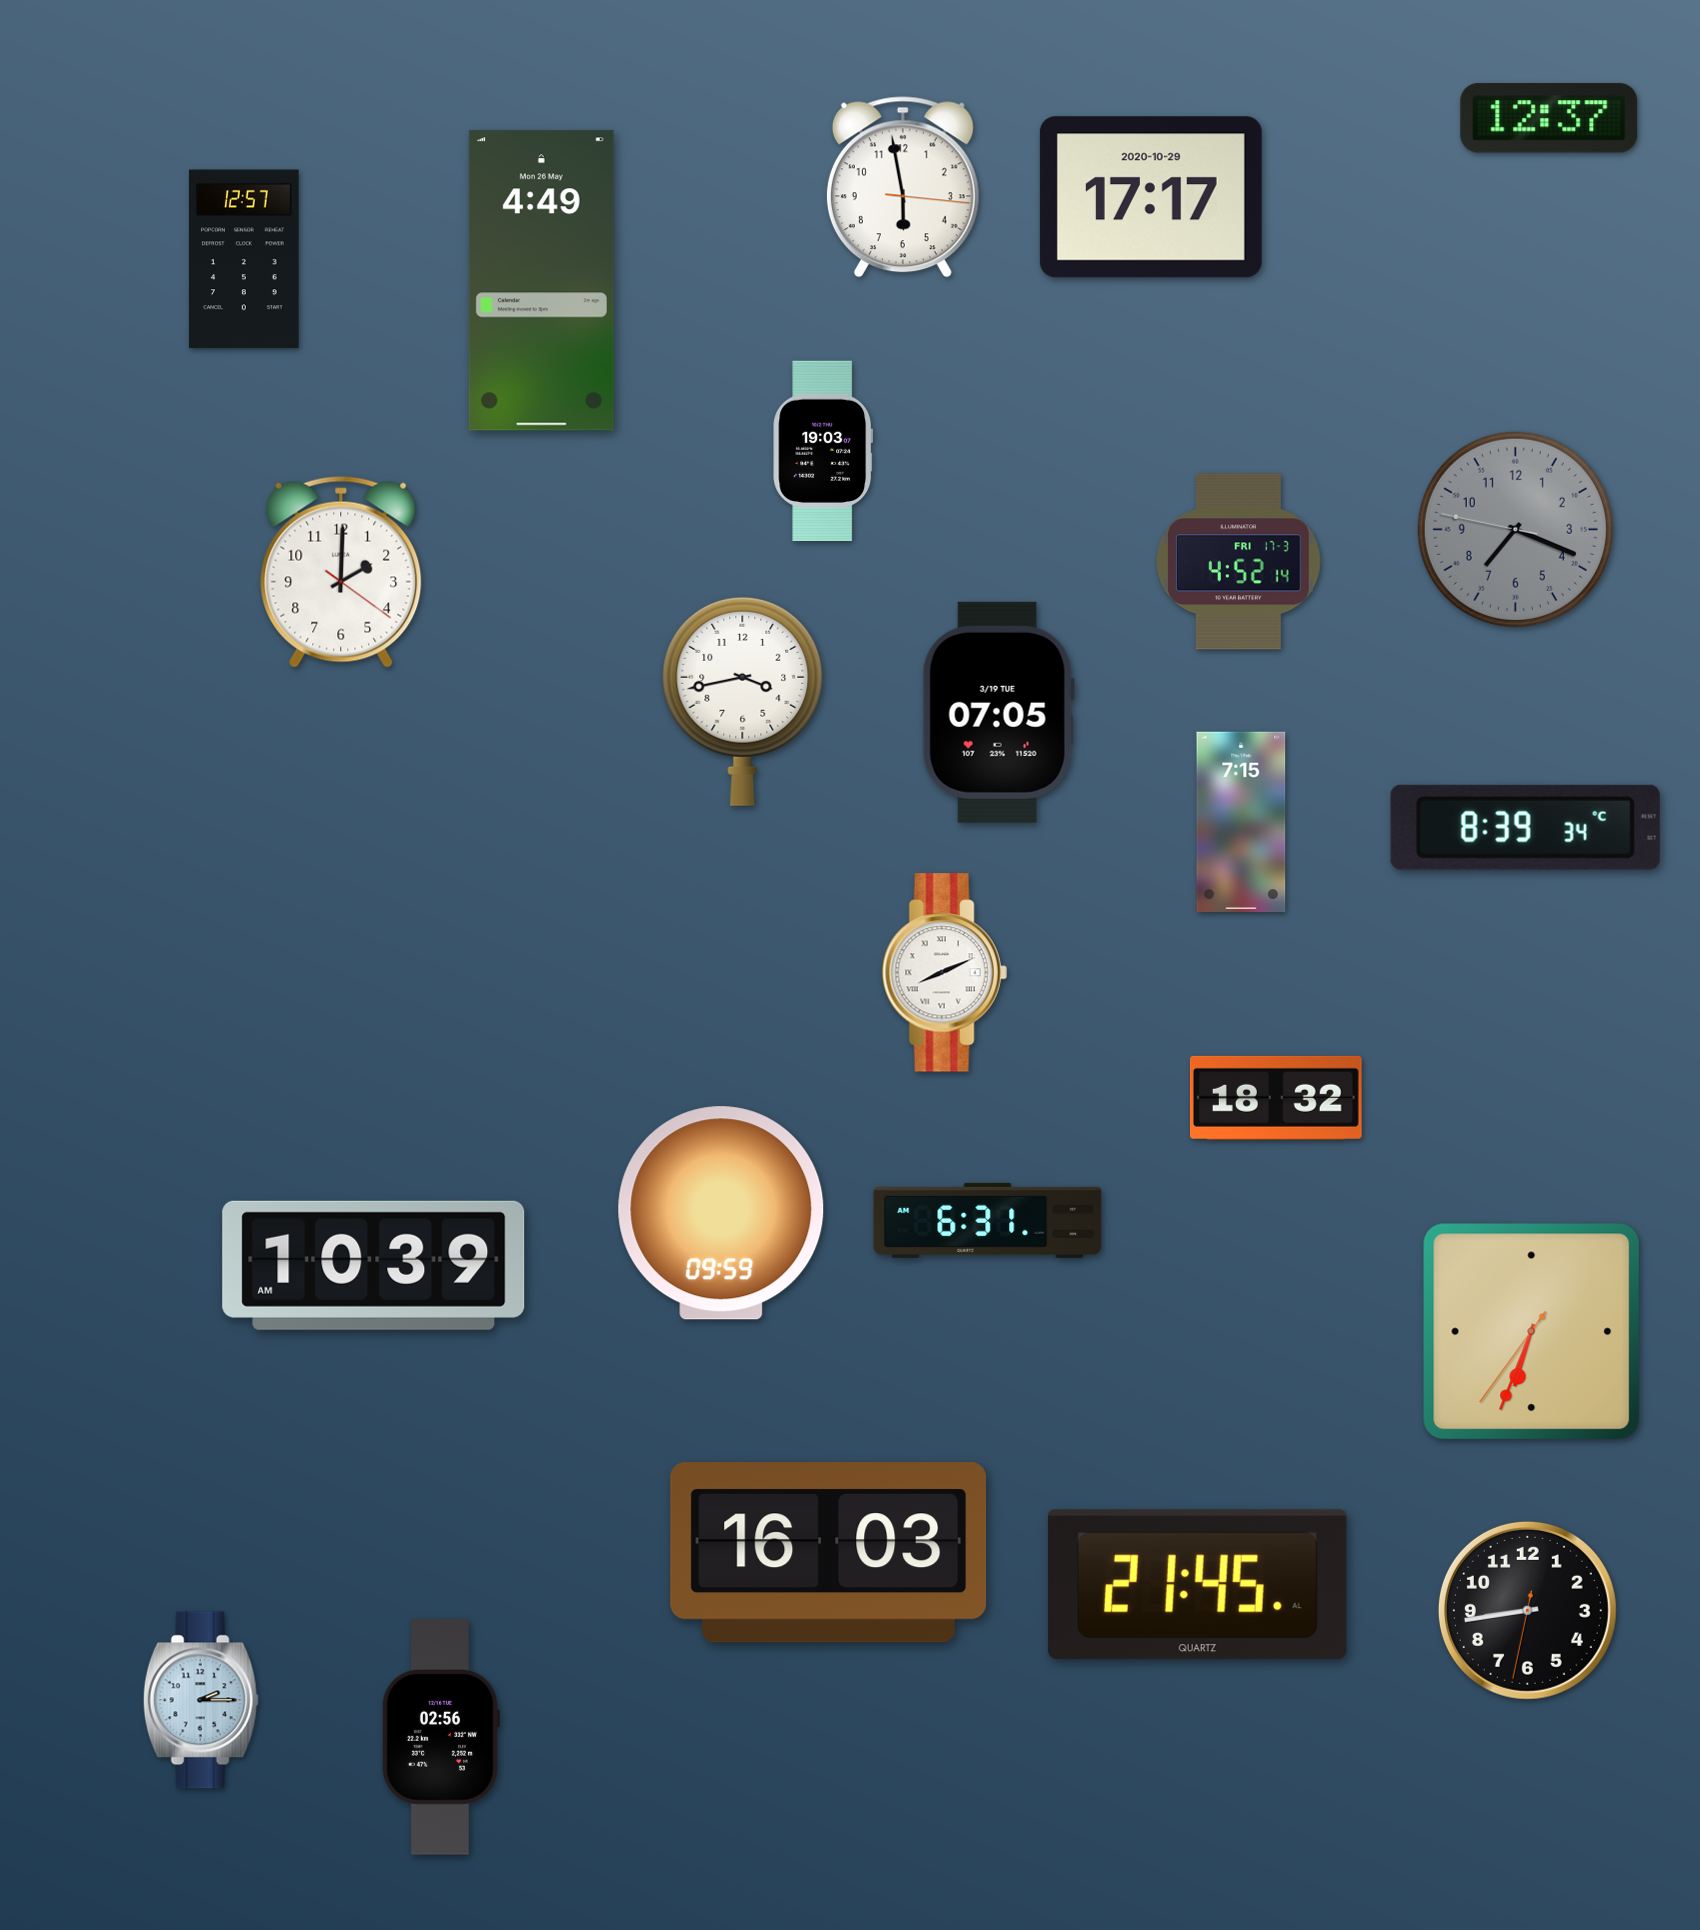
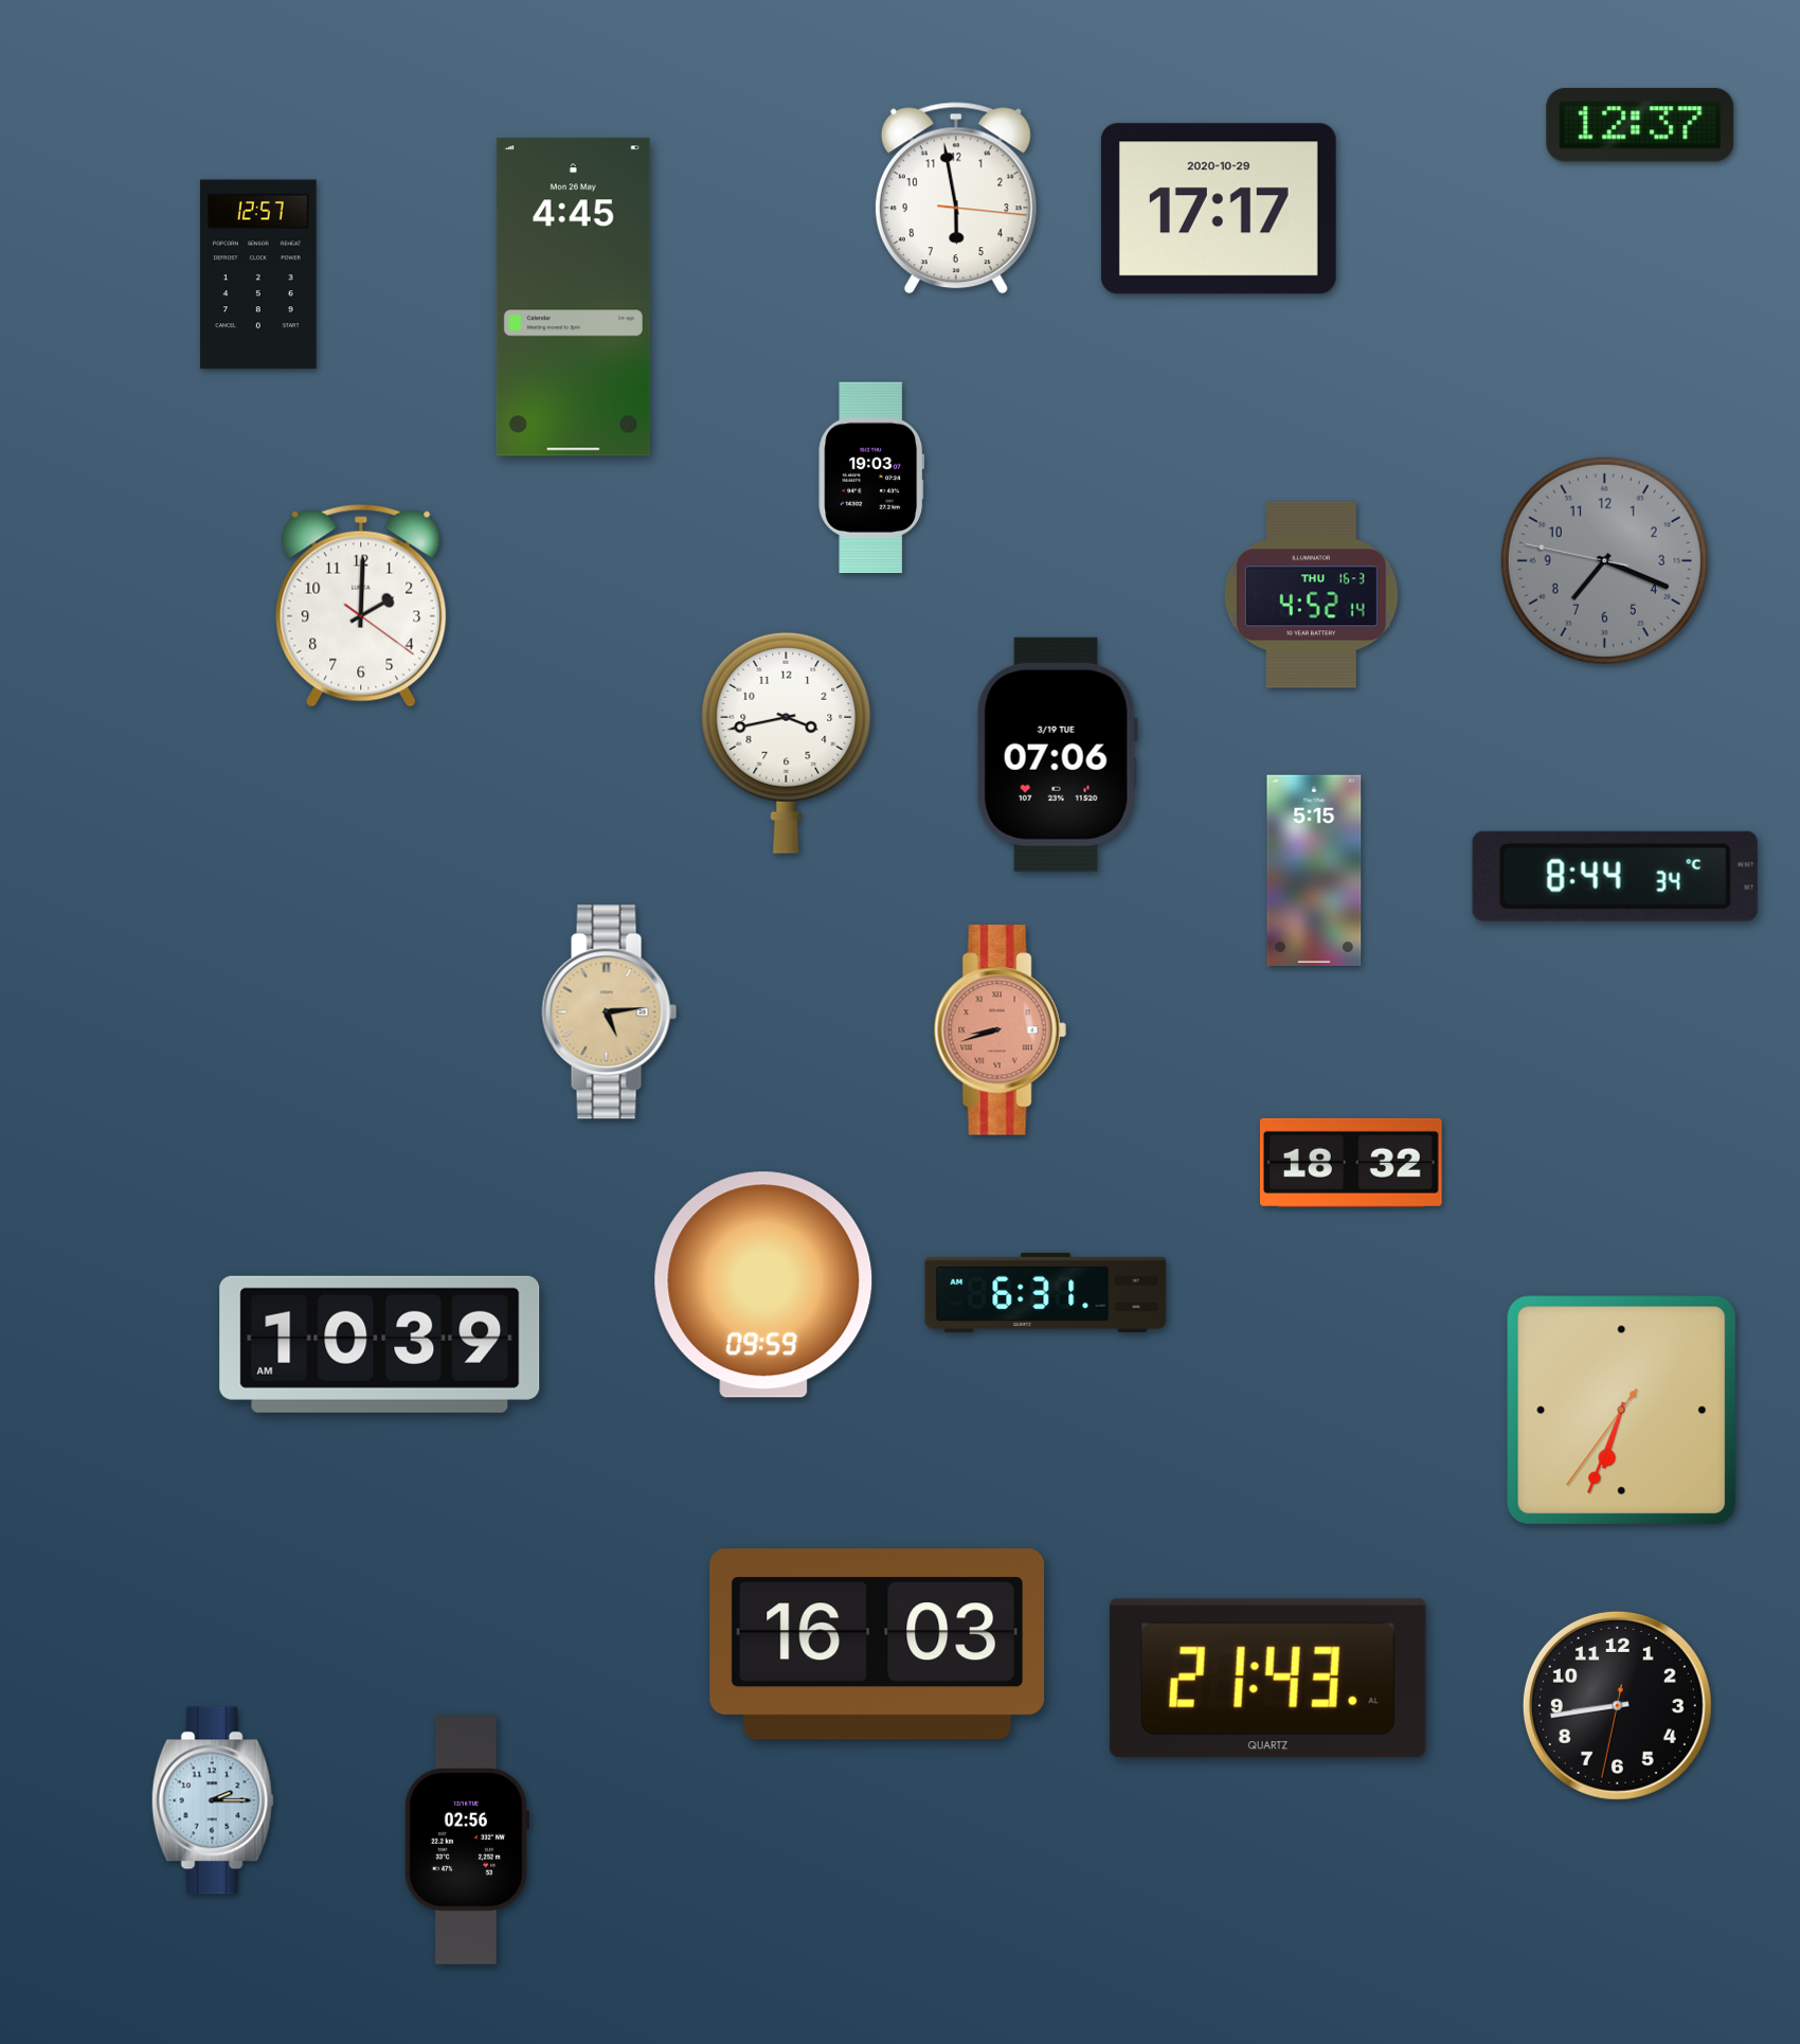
clock at (541, 281): 4:49 -> 4:45
clock at (1238, 562) date: FRI 17-3 -> THU 16-3
clock at (998, 712): 07:05 -> 07:06
clock at (1241, 821): 7:15 -> 5:15
clock at (1525, 827): 8:39 -> 8:44
clock at (610, 1012): none -> 5:14
clock at (944, 973): 8:11 -> 8:42
clock at (944, 973) dial: white -> salmon
clock at (374, 1265) position: (374, 1265) -> (380, 1344)
clock at (1197, 1585): 21:45 -> 21:43
